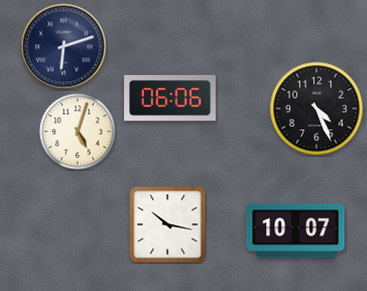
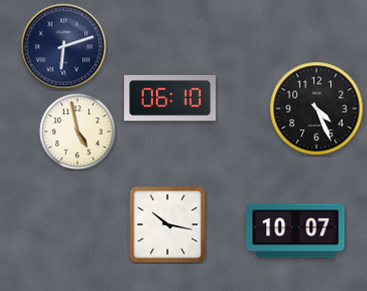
clock at (170, 98): 06:06 -> 06:10
clock at (78, 132): 5:03 -> 4:58
